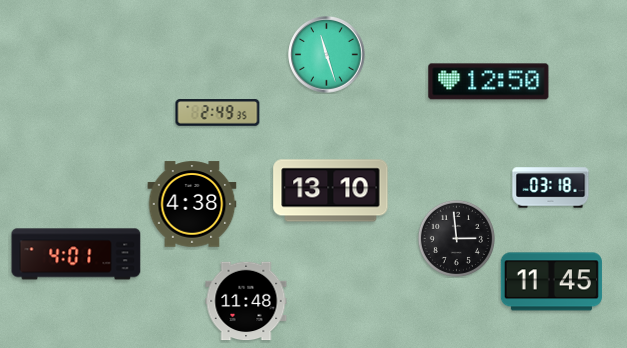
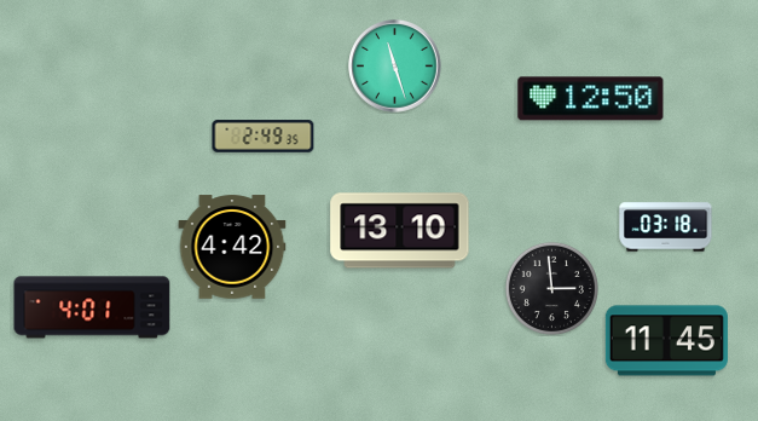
clock at (192, 204): 4:38 -> 4:42
clock at (246, 301): 11:48 -> none
